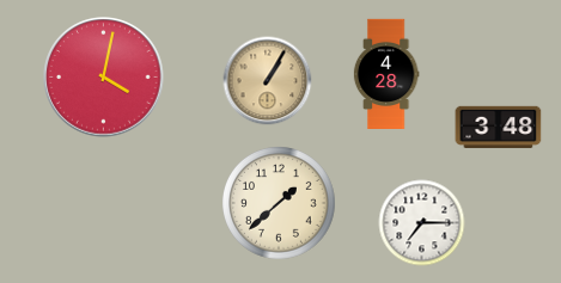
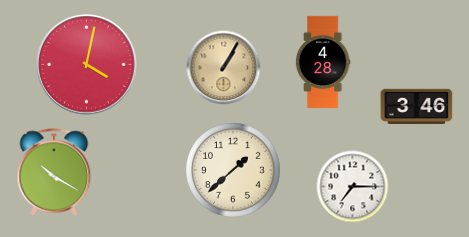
clock at (499, 127): 3:48 -> 3:46
clock at (54, 173): none -> 10:20
